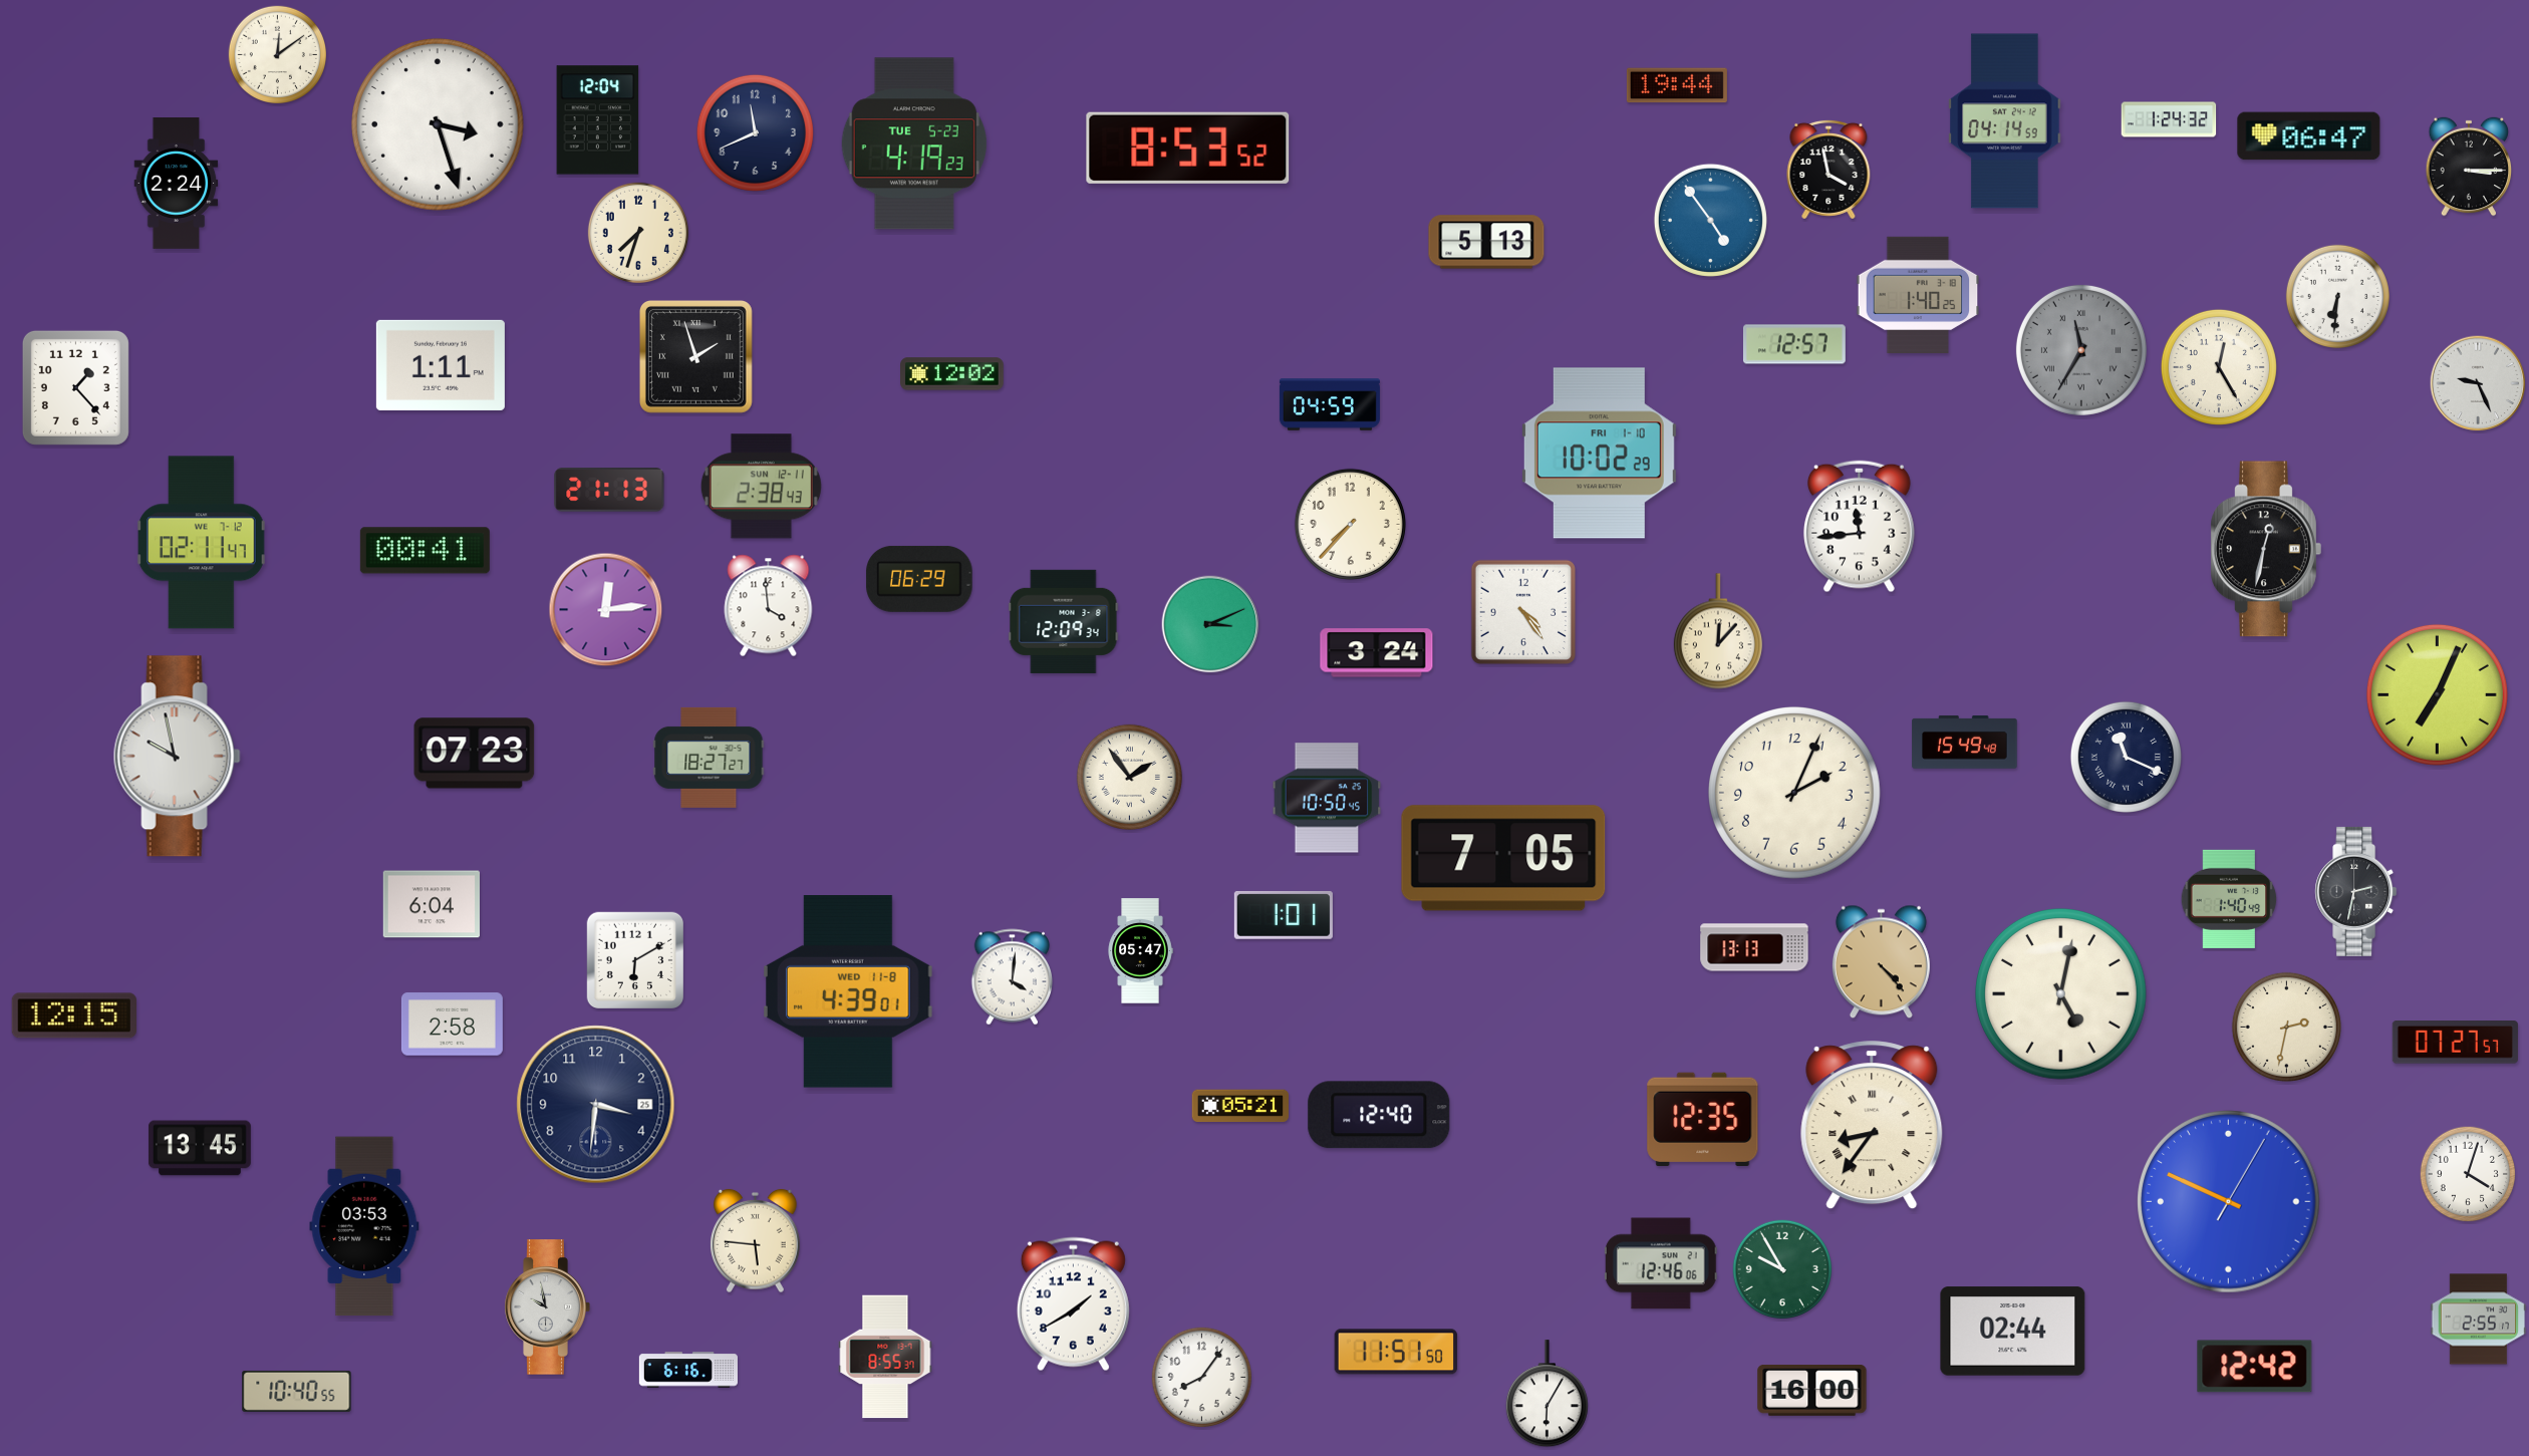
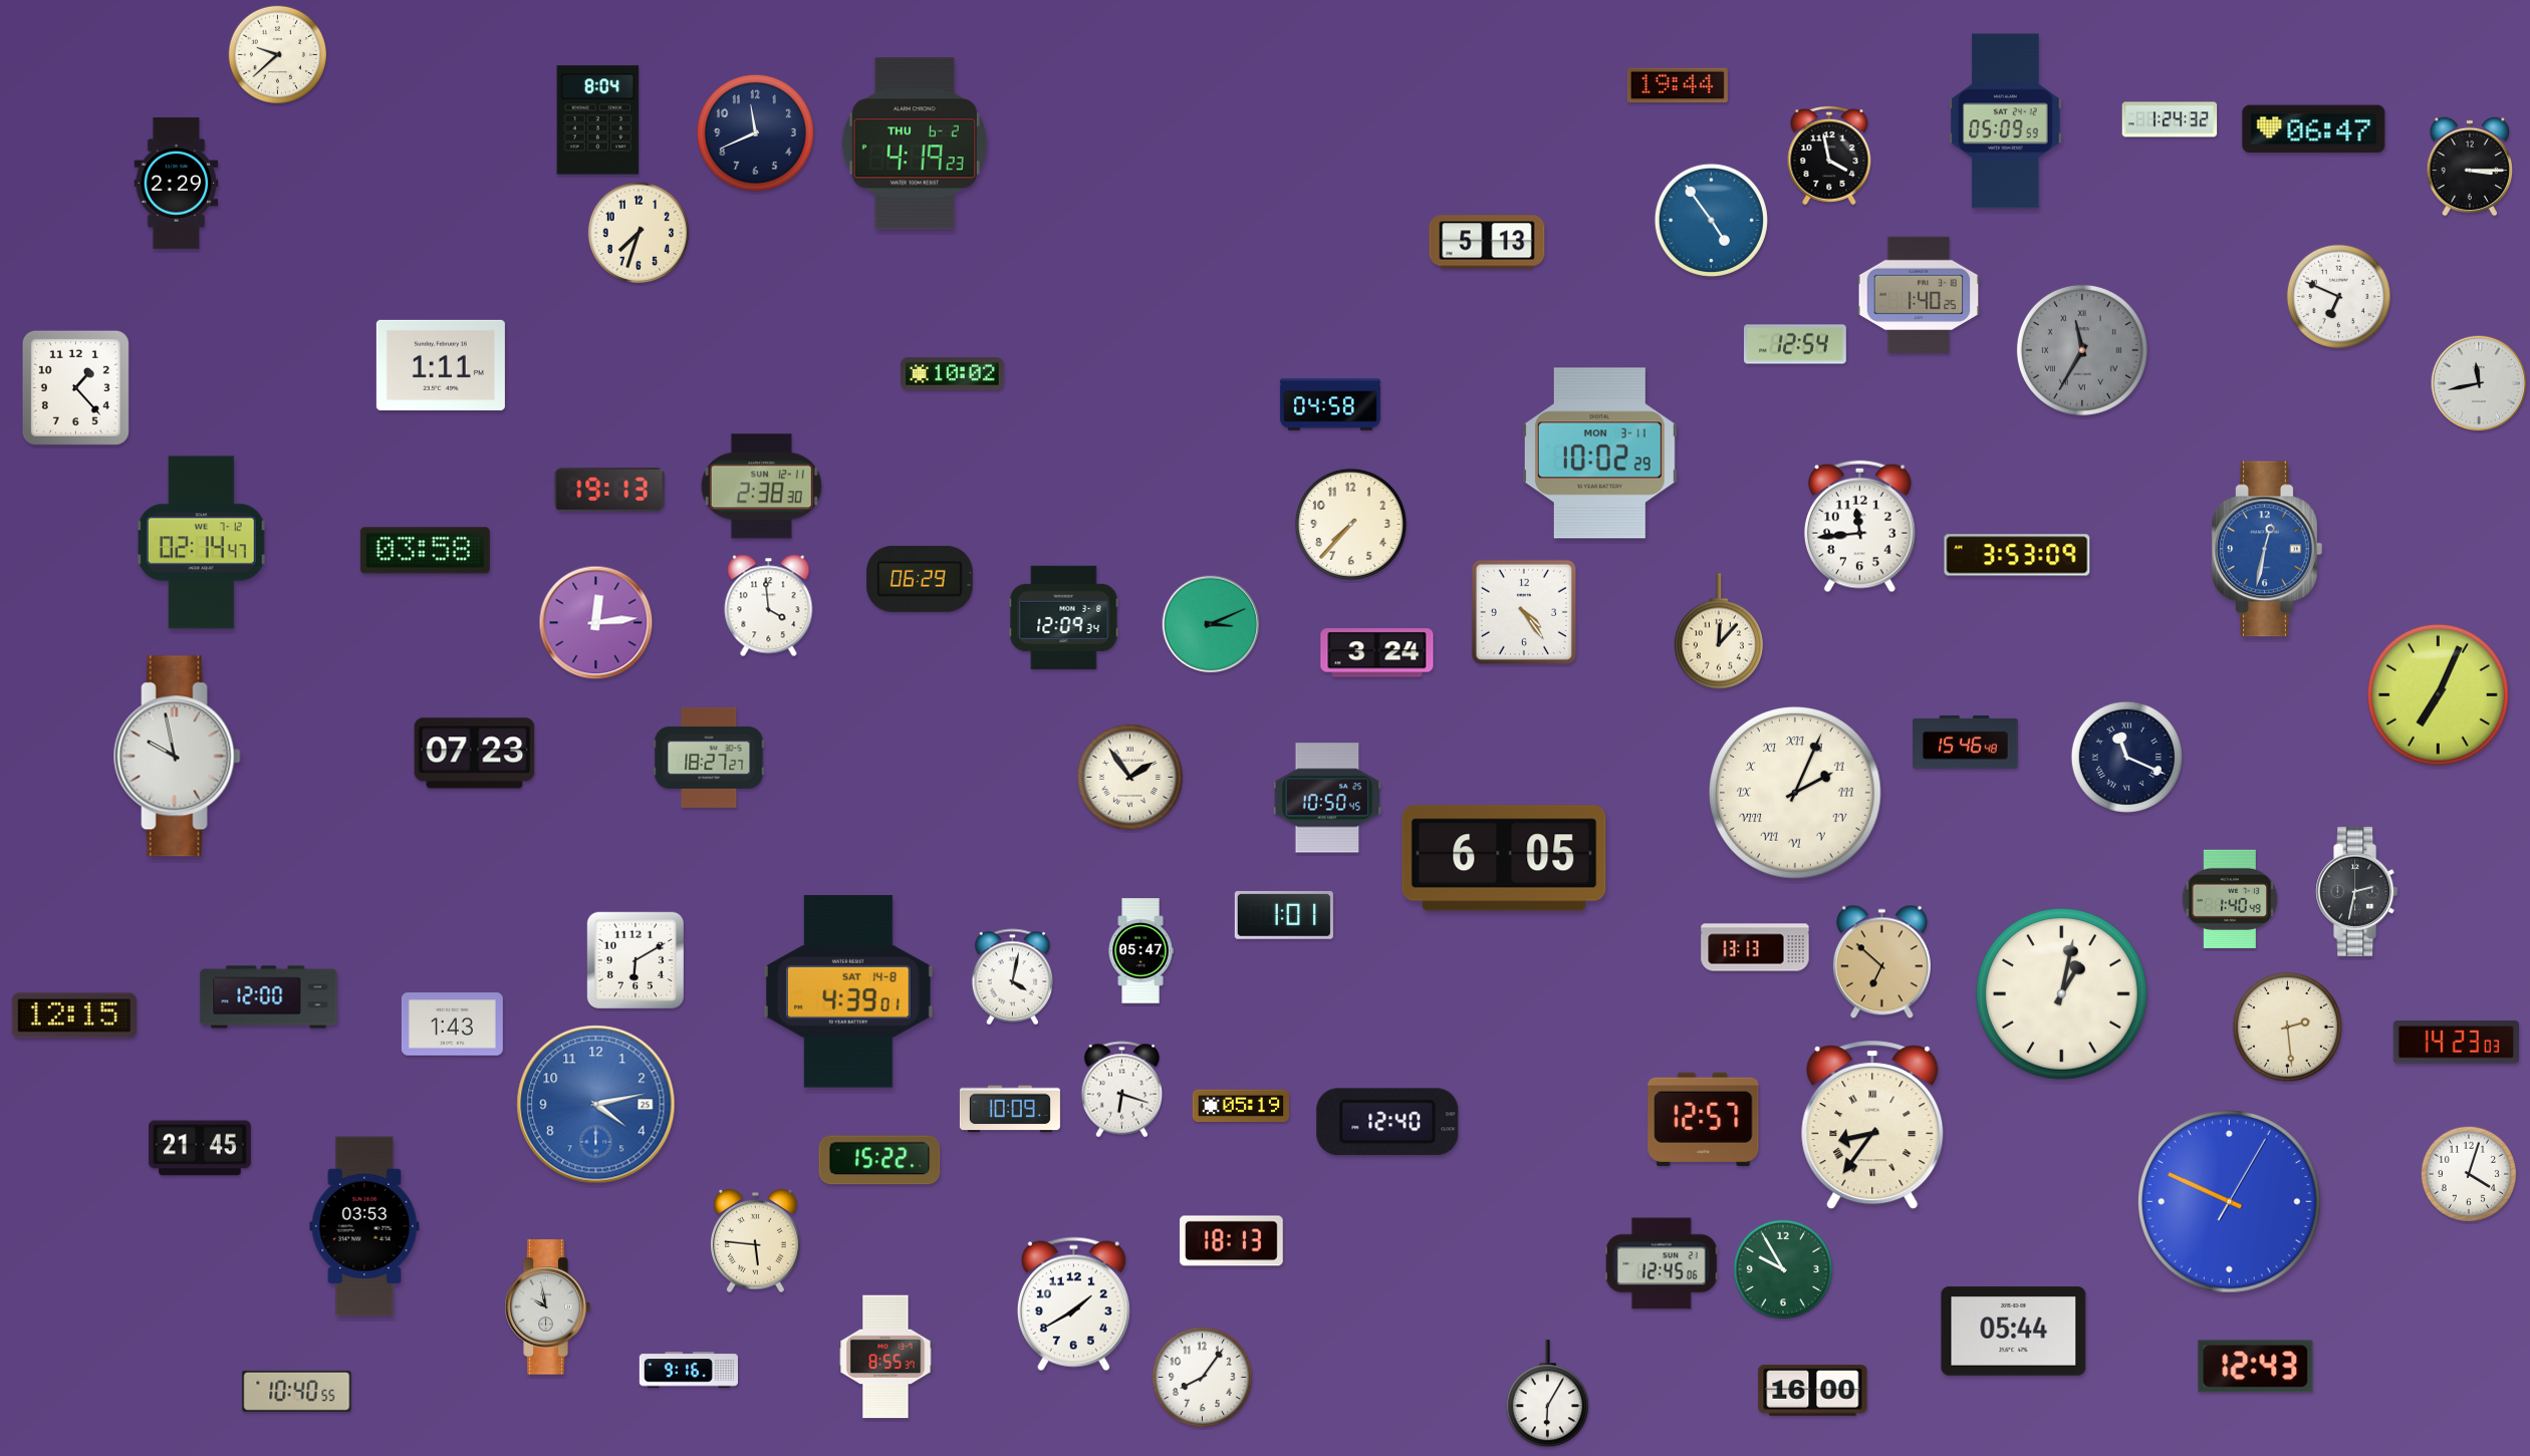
clock at (277, 54): 12:09 -> 9:38
clock at (598, 120): 12:04 -> 8:04
clock at (2005, 121): 04:14 -> 05:09
clock at (439, 125): 3:27 -> none
clock at (2309, 136) position: (2309, 136) -> (2314, 129)
clock at (914, 143) date: TUE 5-23 -> THU 6-2
clock at (1188, 148): 8:53 -> none
clock at (1829, 170) position: (1829, 170) -> (1829, 156)
clock at (177, 184): 2:24 -> 2:29
clock at (2337, 296): 6:31 -> 6:49
clock at (1794, 344): 12:57 -> 12:54
clock at (695, 356): 1:57 -> none
clock at (2219, 367): 12:25 -> none
clock at (952, 374): 12:02 -> 10:02
clock at (2478, 383): 9:26 -> 11:43
clock at (1330, 404): 04:59 -> 04:58
clock at (1599, 454) date: FRI 1-10 -> MON 3-11
clock at (761, 487): 2:38:43 -> 2:38:30
clock at (609, 490): 21:13 -> 19:13
clock at (202, 543): 02:11 -> 02:14
clock at (2266, 549) dial: black -> blue
clock at (425, 551): 00:41 -> 03:58
clock at (2017, 555): none -> 3:53
clock at (606, 610) position: (606, 610) -> (596, 623)
clock at (1064, 621) position: (1064, 621) -> (1064, 617)
clock at (1965, 743): 15:49 -> 15:46
clock at (1795, 794) numerals: Arabic -> Roman
clock at (1503, 858): 7:05 -> 6:05
clock at (431, 904): 6:04 -> none
clock at (1881, 962): 4:23 -> 6:52
clock at (1012, 977): 4:01 -> 4:02
clock at (849, 991) date: WED 11-8 -> SAT 14-8
clock at (2061, 994): 5:02 -> 1:02
clock at (269, 997): none -> 12:00
clock at (452, 1025): 2:58 -> 1:43
clock at (2286, 1027): 2:32 -> 2:29
clock at (2455, 1043): 07:27 -> 14:23
clock at (1121, 1090): none -> 6:18
clock at (596, 1105): 3:31 -> 4:13
clock at (596, 1105) dial: navy -> blue
clock at (1239, 1106): 05:21 -> 05:19
clock at (1010, 1109): none -> 10:09
clock at (1379, 1115) position: (1379, 1115) -> (1387, 1122)
clock at (1703, 1119): 12:35 -> 12:57
clock at (200, 1148): 13:45 -> 21:45
clock at (879, 1160): none -> 15:22
clock at (1231, 1241): none -> 18:13
clock at (1661, 1263): 12:46 -> 12:45
clock at (2479, 1320): 2:55 -> none
clock at (2013, 1332): 02:44 -> 05:44
clock at (1396, 1352): 11:51 -> none
clock at (2255, 1367): 12:42 -> 12:43
clock at (688, 1370): 6:16 -> 9:16
